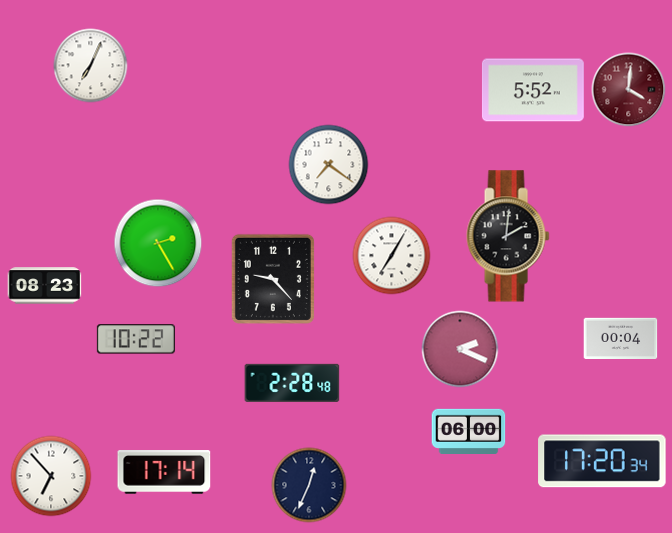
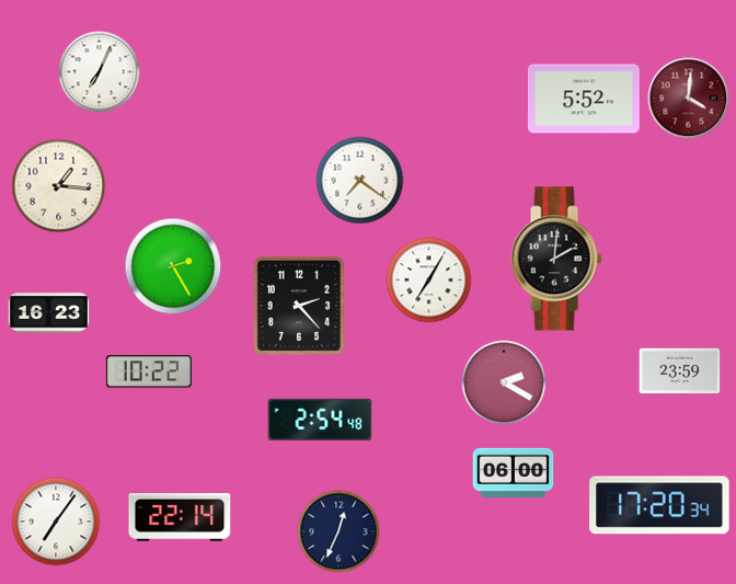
clock at (59, 186): none -> 1:16
clock at (273, 279): 9:23 -> 2:23
clock at (45, 286): 08:23 -> 16:23
clock at (621, 339): 00:04 -> 23:59
clock at (460, 349): 2:19 -> 2:20
clock at (292, 383): 2:28 -> 2:54
clock at (164, 472): 17:14 -> 22:14
clock at (51, 476): 6:53 -> 7:06
